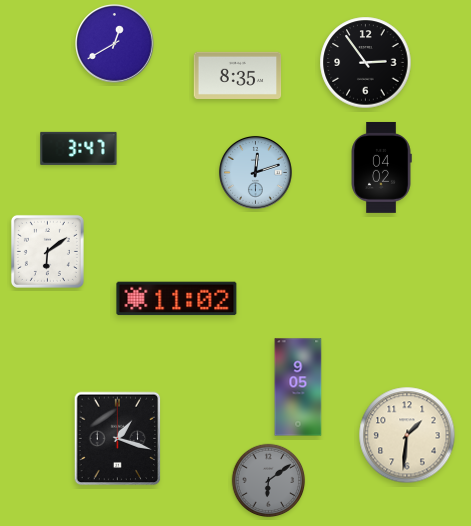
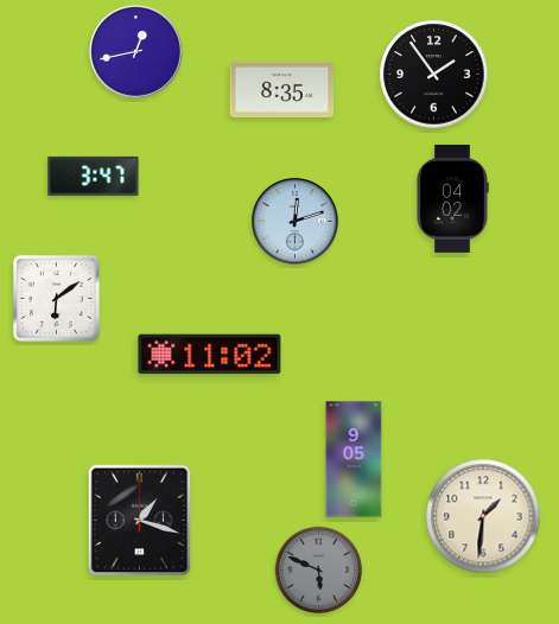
clock at (115, 44): 12:40 -> 12:43
clock at (366, 63): 2:54 -> 1:54
clock at (255, 172) position: (255, 172) -> (294, 221)
clock at (269, 481): 6:09 -> 5:49
